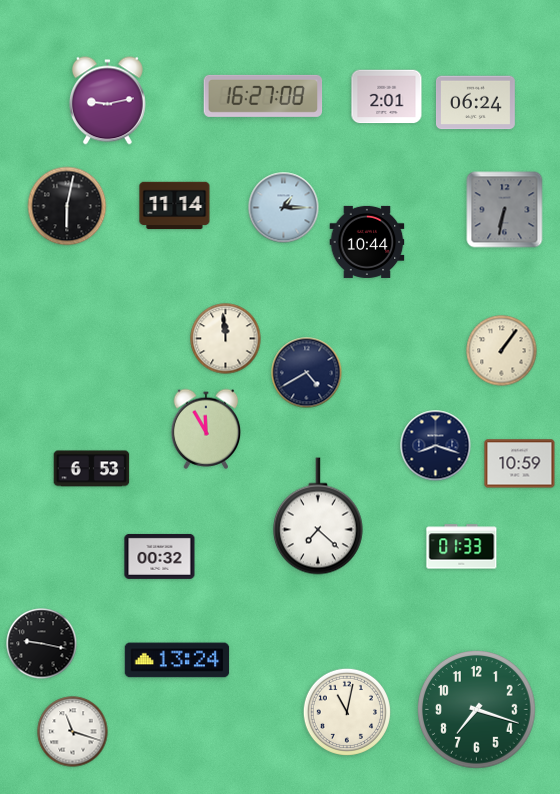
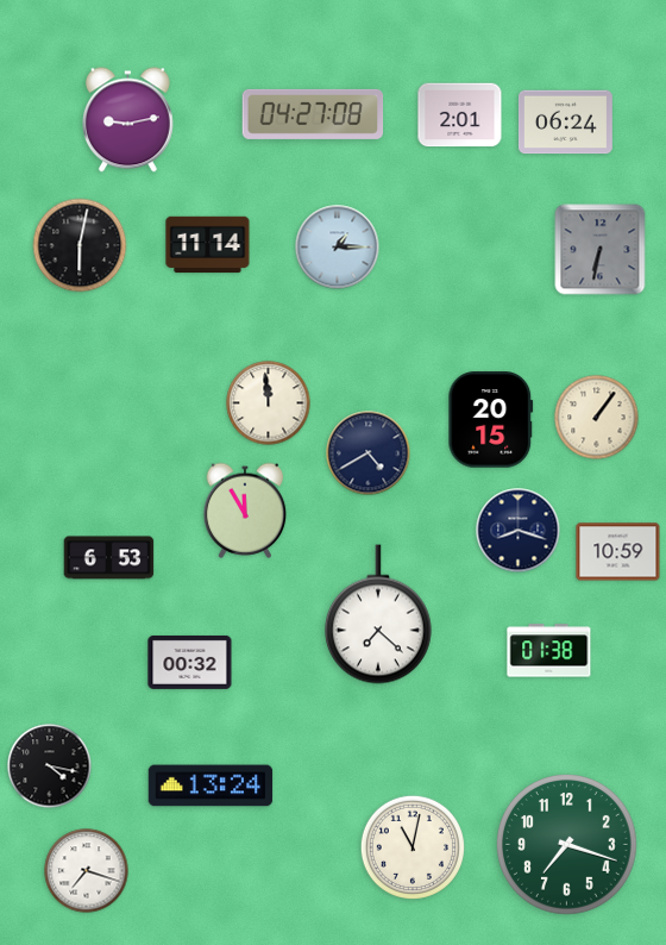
clock at (263, 96): 16:27 -> 04:27
clock at (367, 242): 10:44 -> none
clock at (491, 420): none -> 20:15
clock at (307, 373) position: (307, 373) -> (369, 453)
clock at (462, 547): 01:33 -> 01:38
clock at (42, 644): 9:17 -> 4:17
clock at (73, 732): 11:18 -> 7:18
